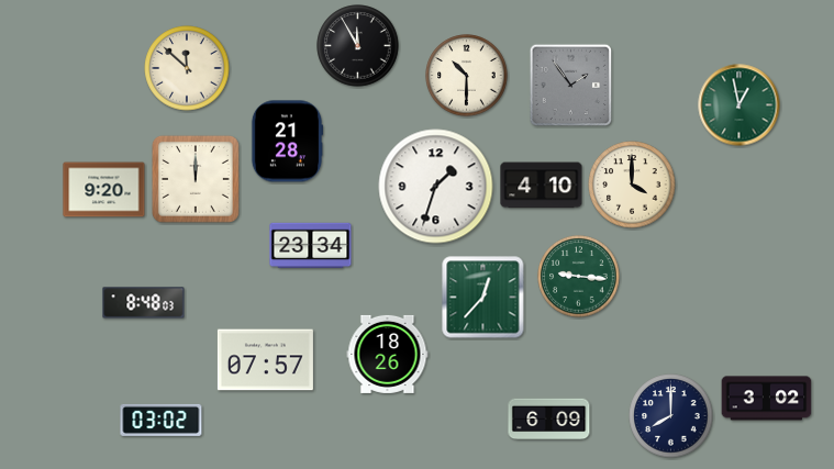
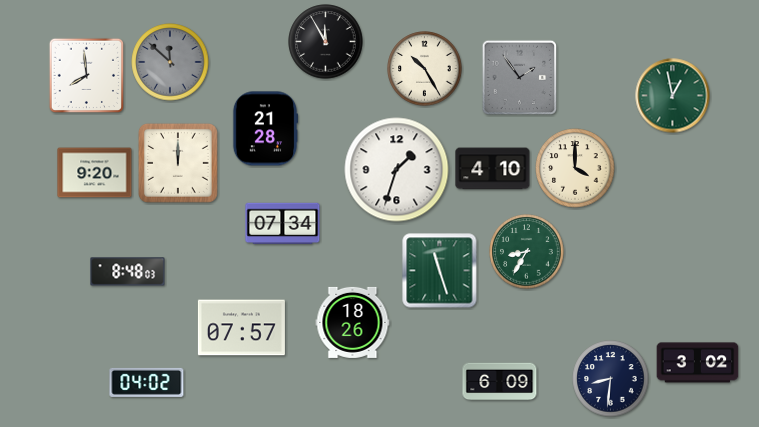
clock at (187, 68) dial: cream -> grey
clock at (467, 76): 10:30 -> 10:25
clock at (86, 75): none -> 7:59
clock at (287, 142) position: (287, 142) -> (265, 129)
clock at (311, 246): 23:34 -> 07:34
clock at (579, 277): 9:16 -> 8:35
clock at (483, 298): 12:37 -> 11:27
clock at (144, 303) position: (144, 303) -> (128, 272)
clock at (671, 416): 8:00 -> 8:31
clock at (162, 420): 03:02 -> 04:02
